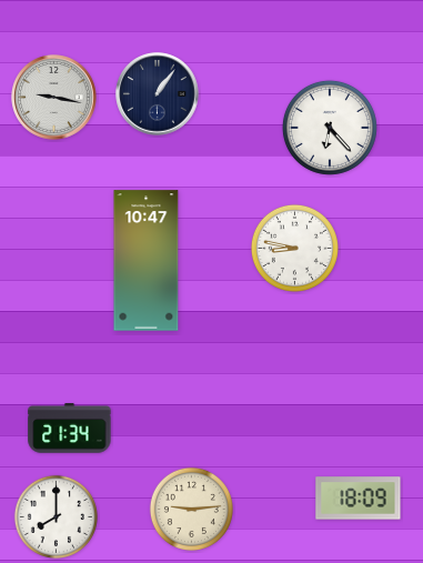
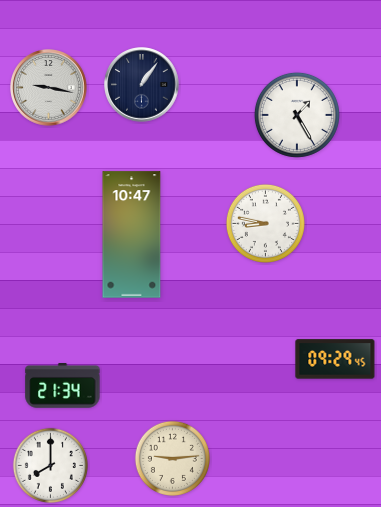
clock at (330, 128): 6:23 -> 1:25
clock at (335, 359): none -> 09:29
clock at (359, 499): 18:09 -> none
